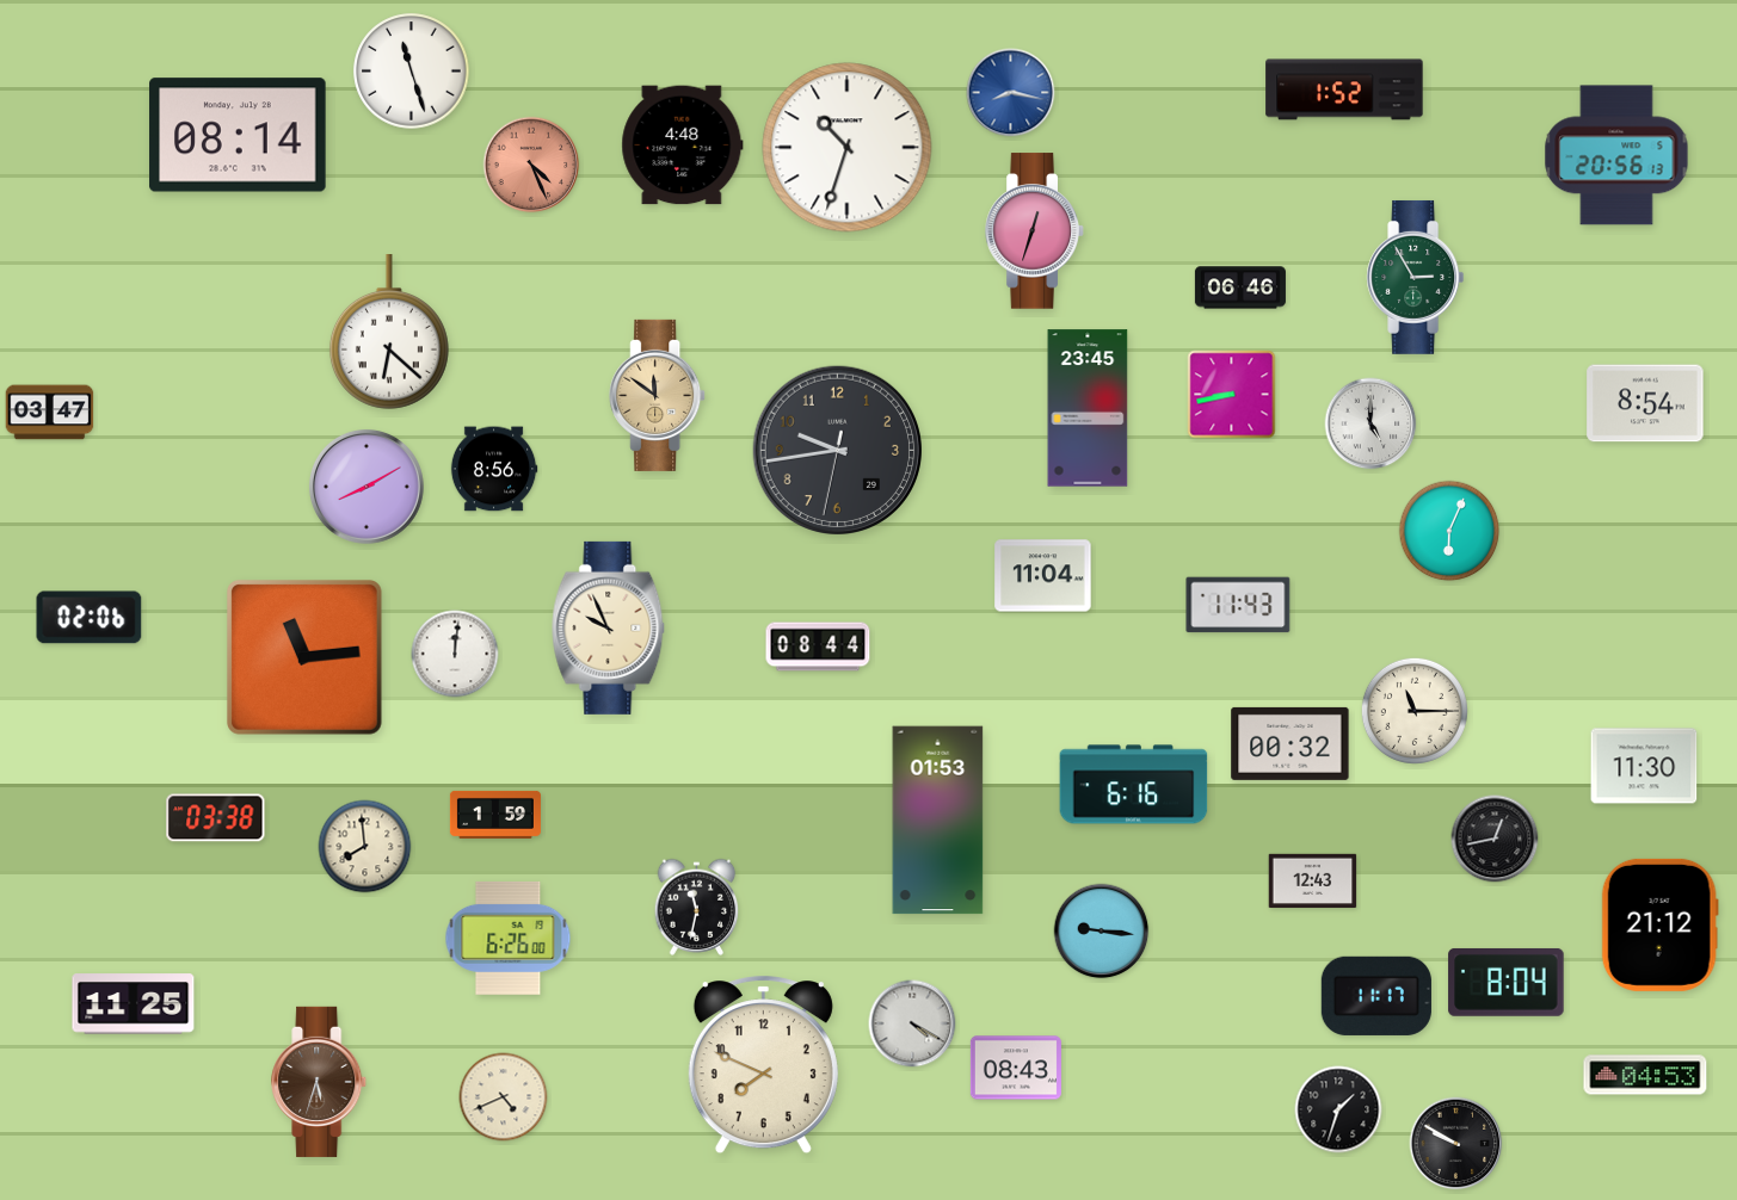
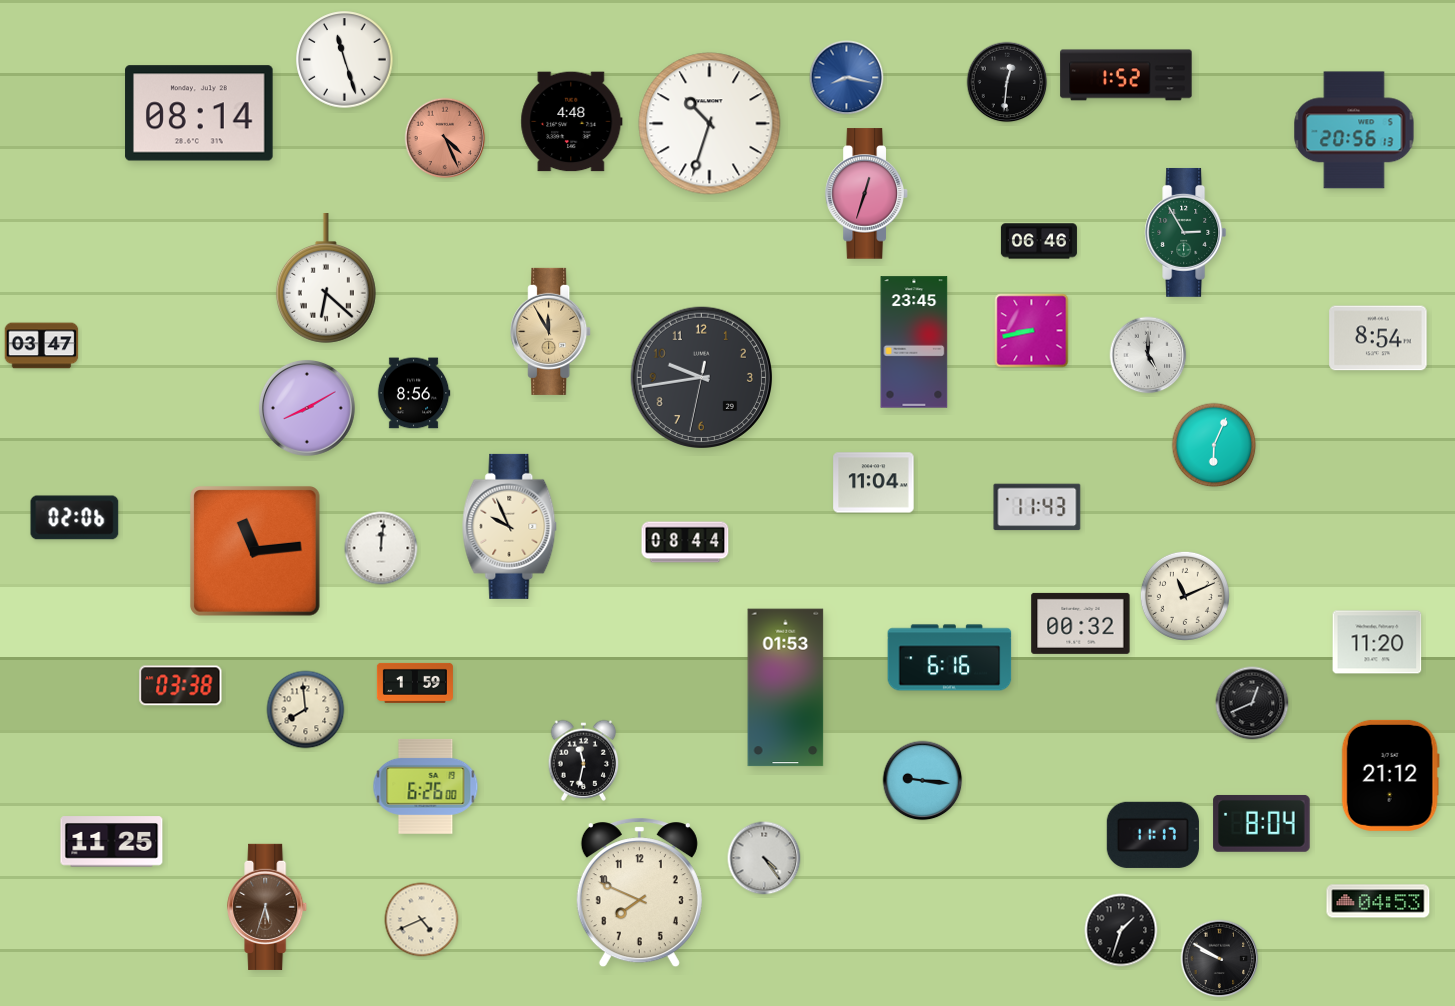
clock at (1007, 82): none -> 12:31
clock at (658, 395): 11:51 -> 11:55
clock at (1088, 408) position: (1088, 408) -> (914, 342)
clock at (1415, 711): 11:15 -> 11:11
clock at (1644, 766): 11:30 -> 11:20
clock at (1495, 839): 12:43 -> 12:41
clock at (1313, 882): 12:43 -> none
clock at (912, 1023): 4:20 -> 4:24
clock at (1016, 1068): 08:43 -> none
